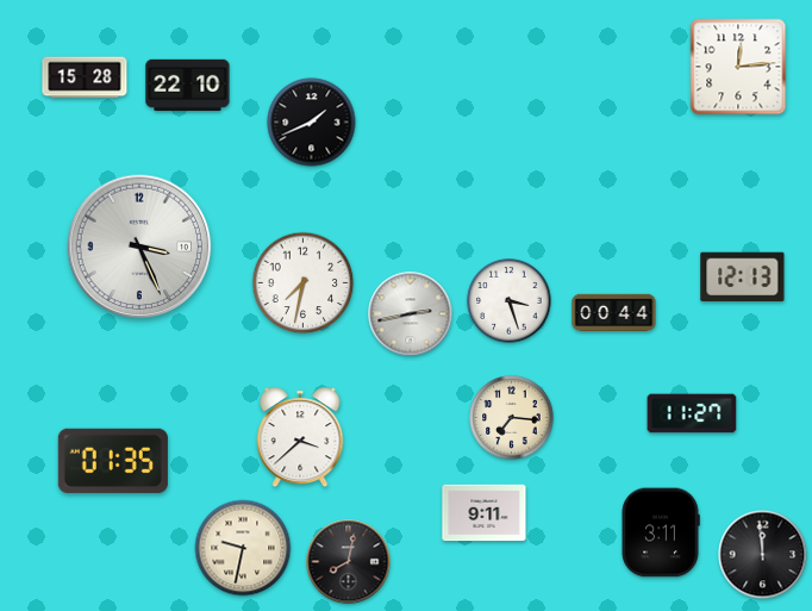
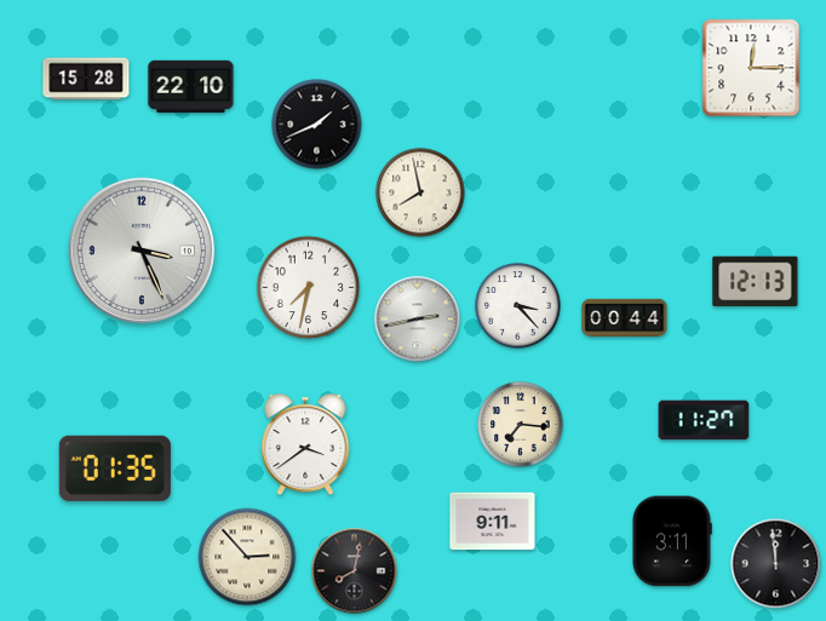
clock at (738, 67): 12:14 -> 12:15
clock at (420, 192): none -> 7:58
clock at (510, 301): 3:27 -> 3:23
clock at (300, 438): 3:38 -> 3:39
clock at (243, 548): 9:32 -> 2:53
